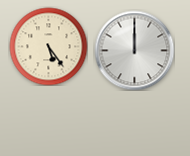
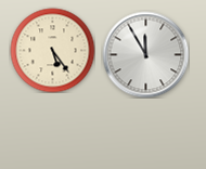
clock at (134, 50): 12:00 -> 11:55
